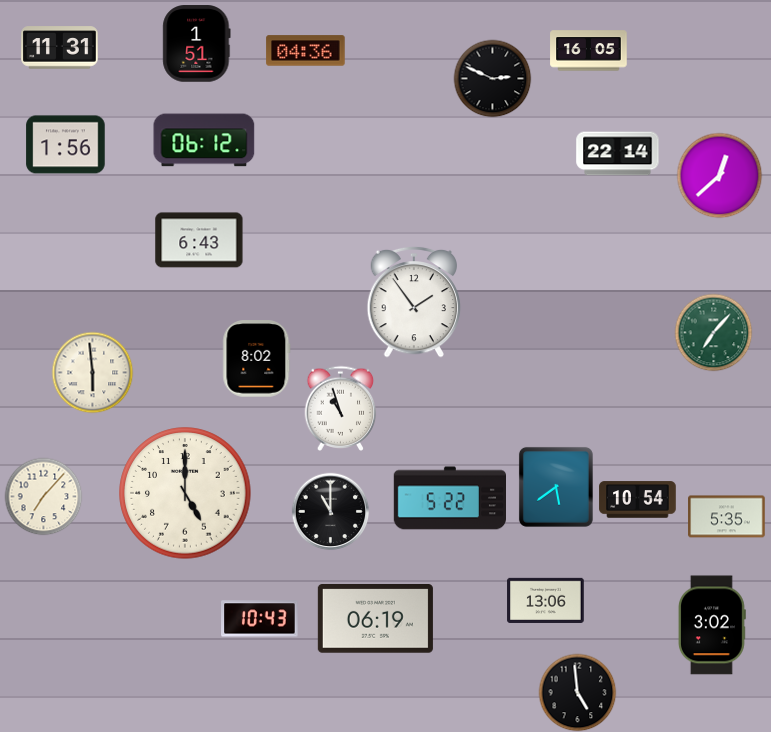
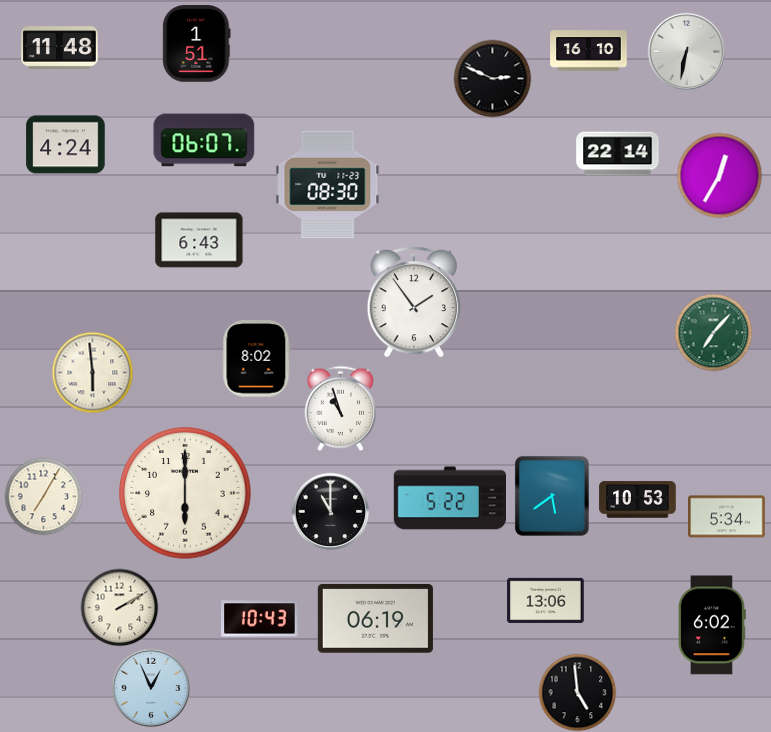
clock at (60, 48): 11:31 -> 11:48
clock at (306, 51): 04:36 -> none
clock at (589, 51): 16:05 -> 16:10
clock at (686, 51): none -> 6:32
clock at (204, 140): 06:12 -> 06:07
clock at (66, 145): 1:56 -> 4:24
clock at (719, 175): 12:38 -> 12:35
clock at (328, 185): none -> 08:30
clock at (556, 487) position: (556, 487) -> (552, 496)
clock at (185, 493): 5:00 -> 6:00
clock at (43, 496): 7:07 -> 7:05
clock at (638, 500): 10:54 -> 10:53
clock at (727, 517): 5:35 -> 5:34
clock at (119, 607): none -> 2:10
clock at (712, 625): 3:02 -> 6:02
clock at (151, 688): none -> 12:56
